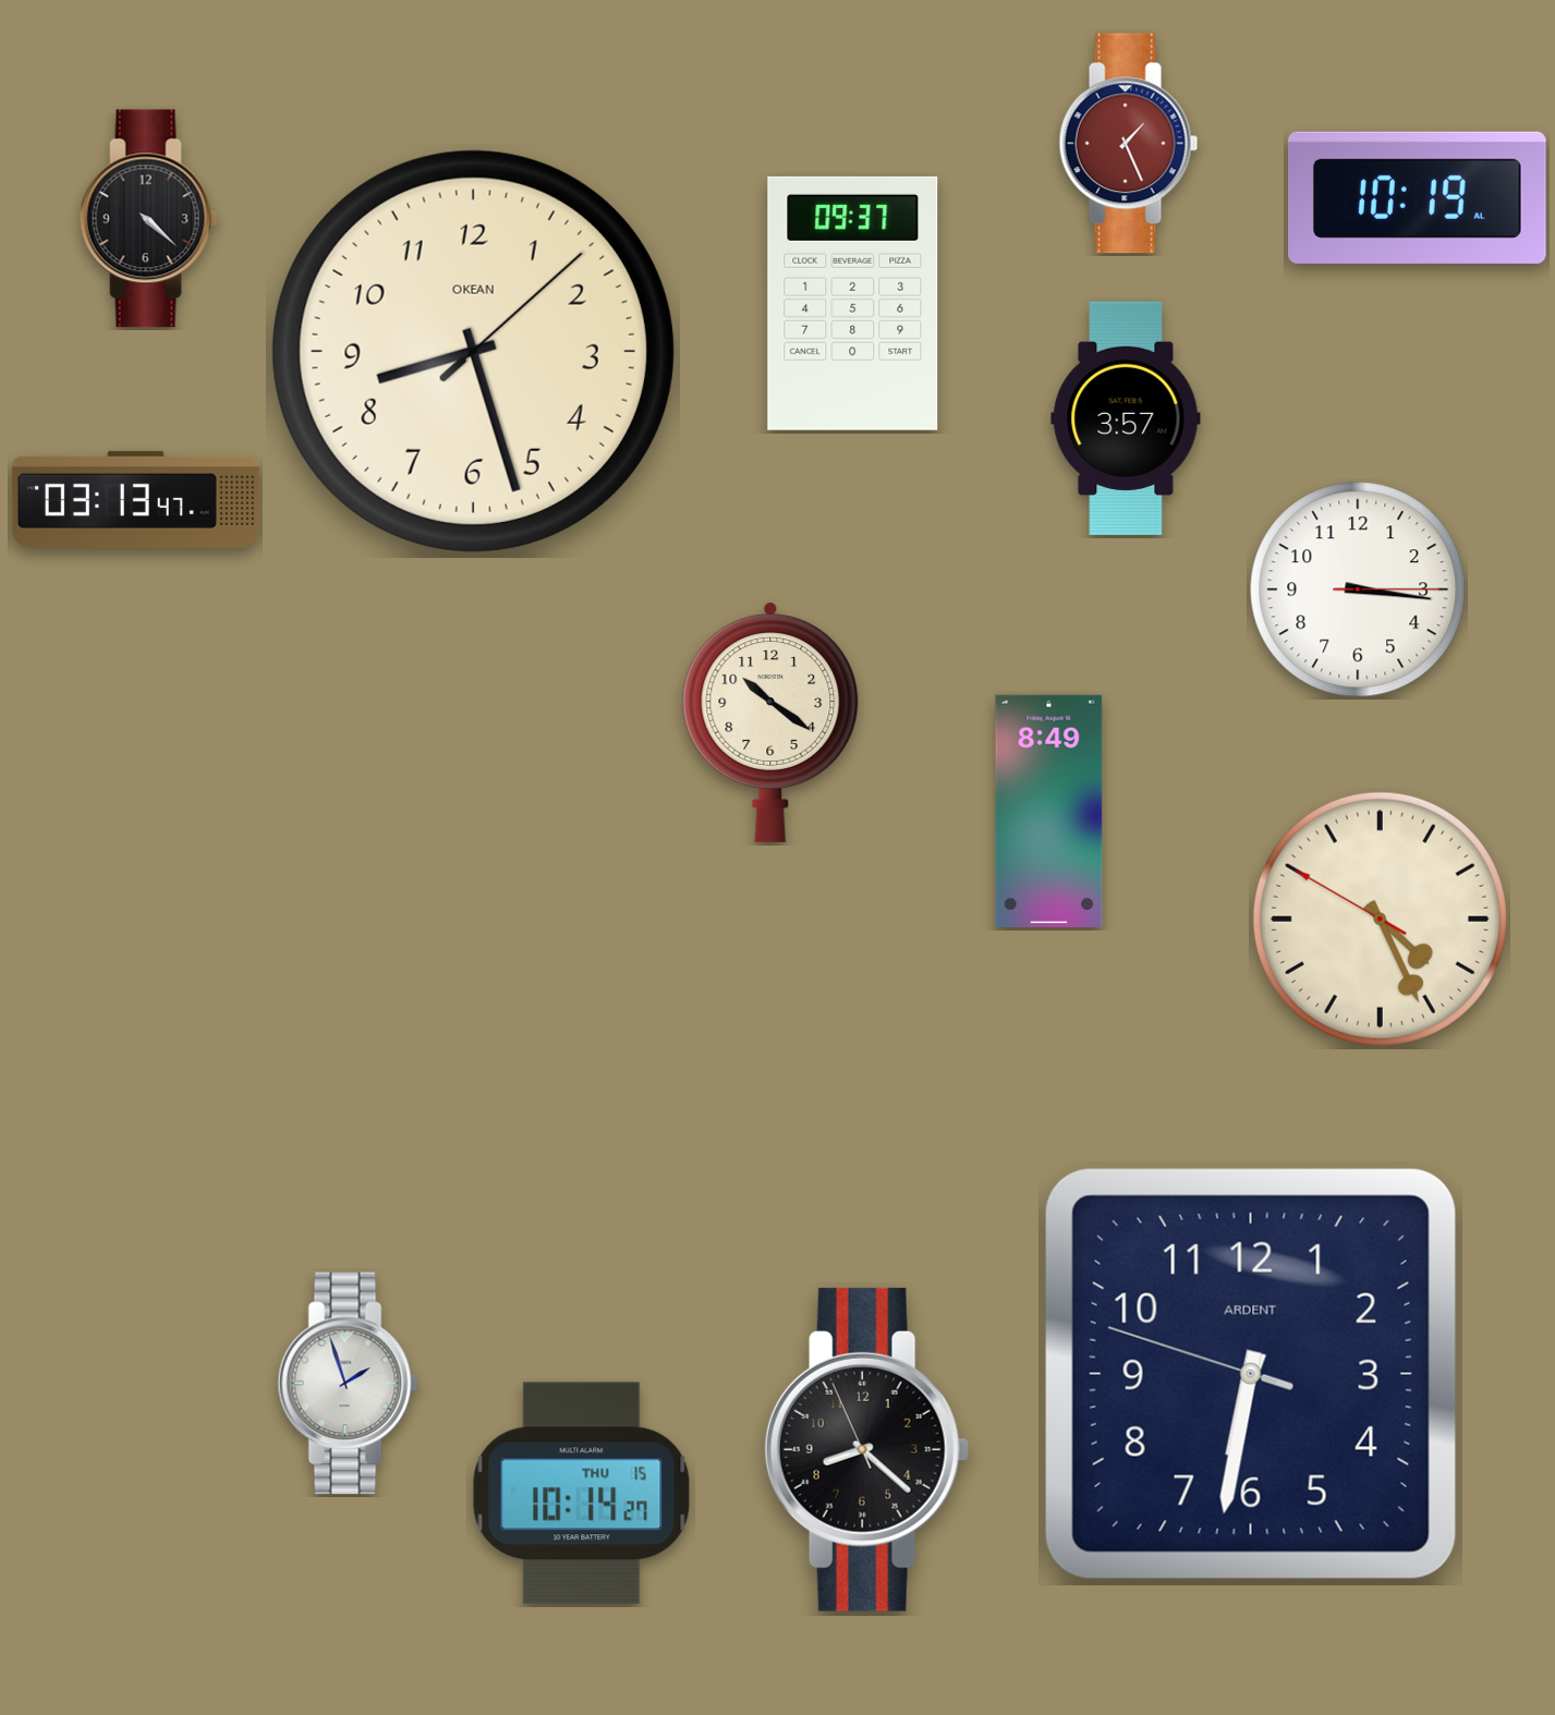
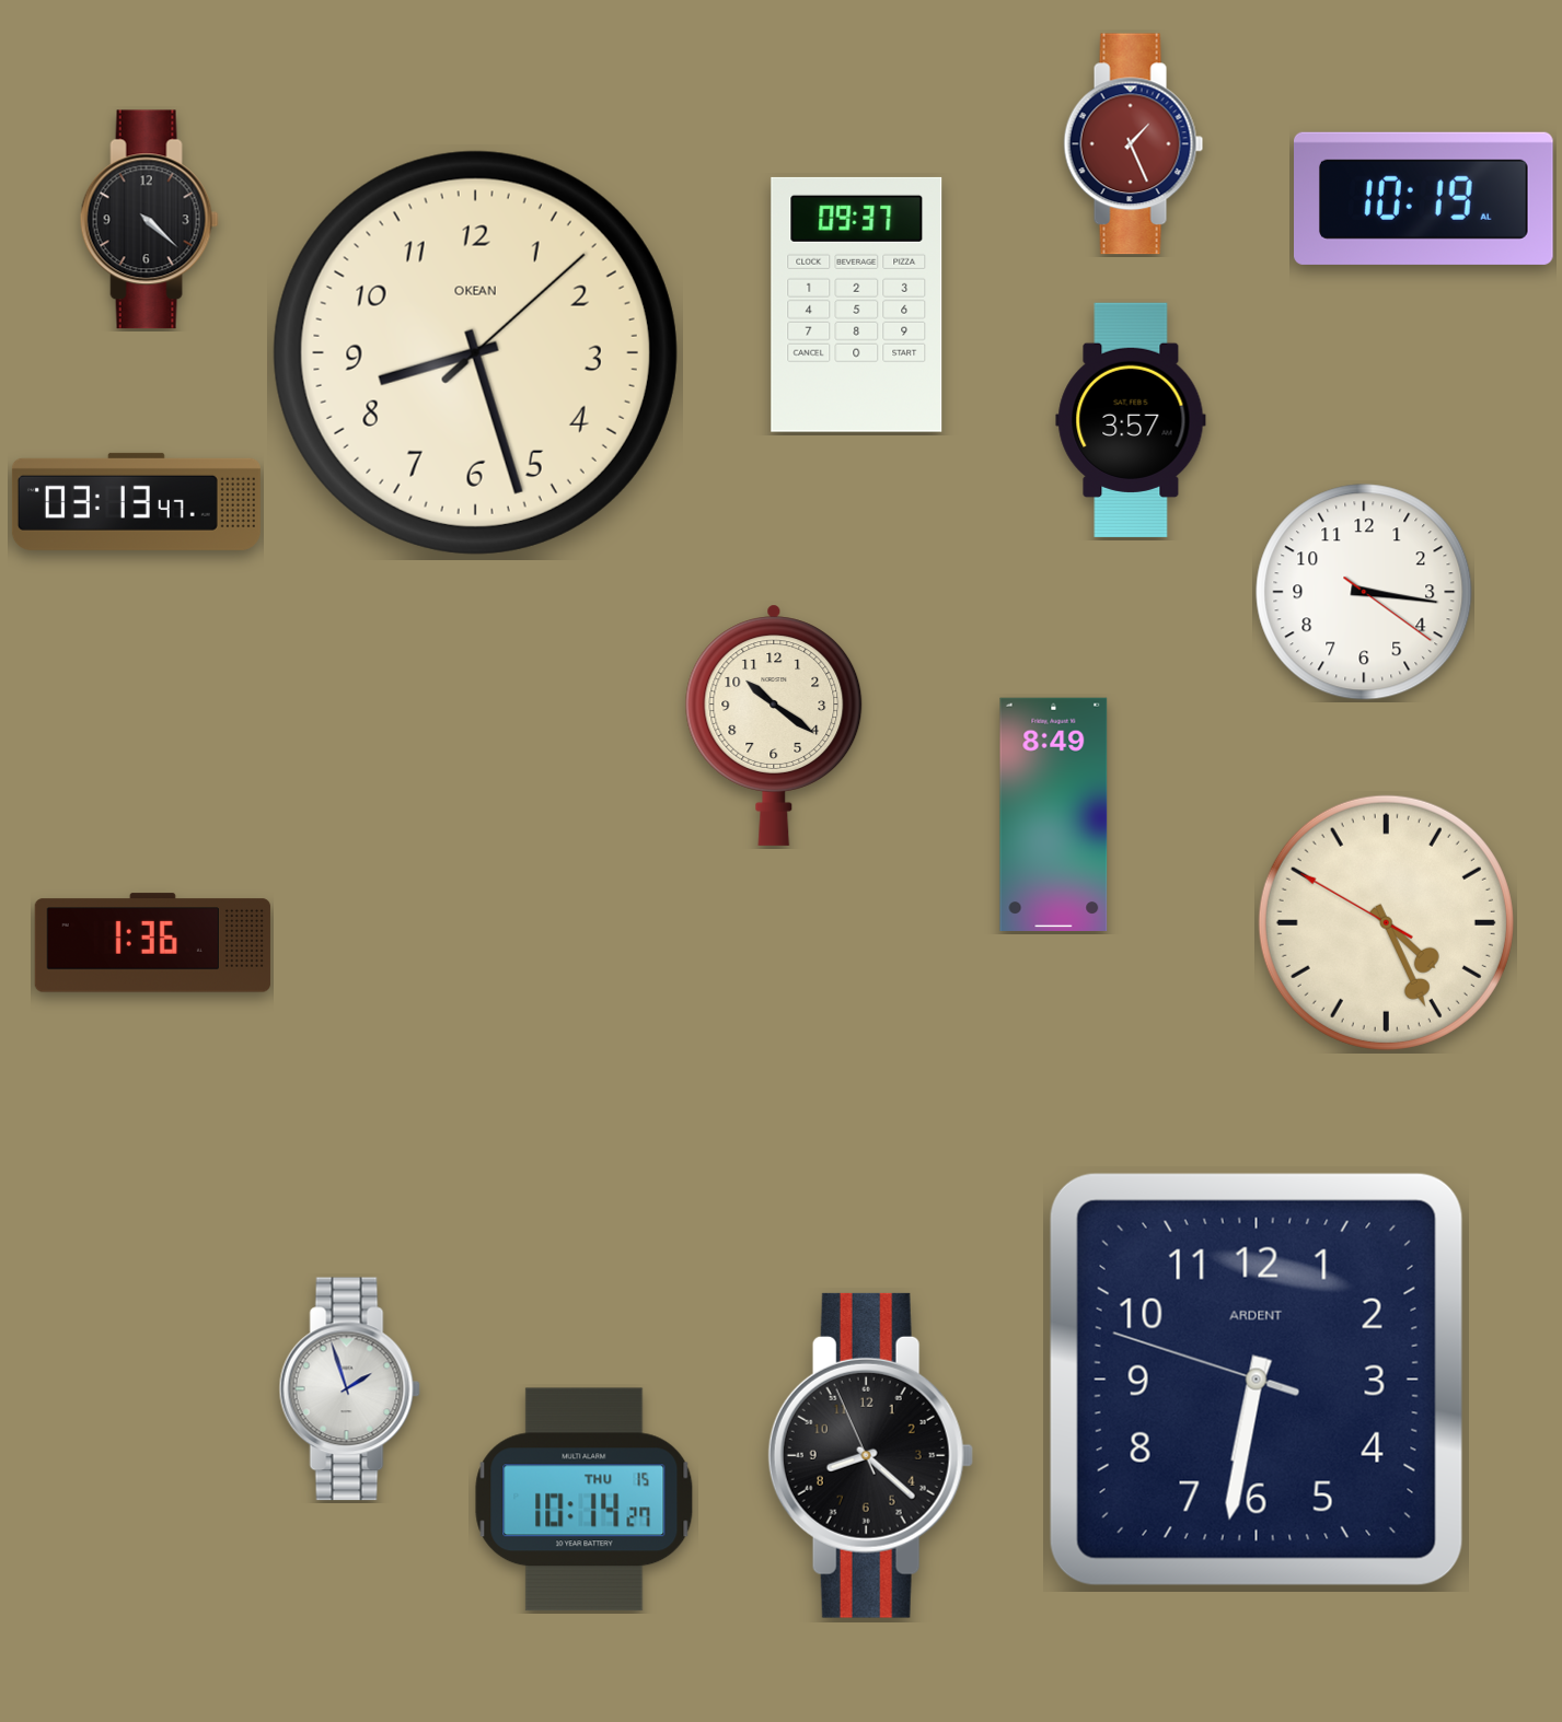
clock at (1358, 589): 3:16:15 -> 3:16:21
clock at (152, 943): none -> 1:36
